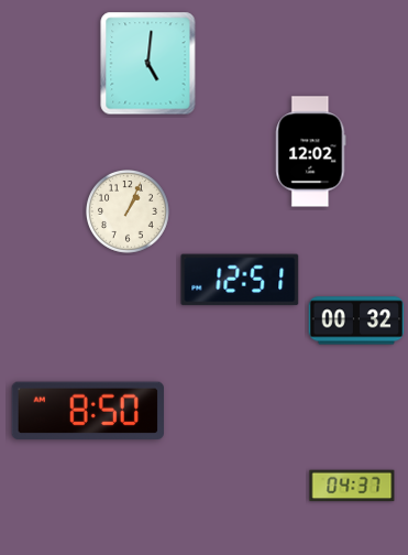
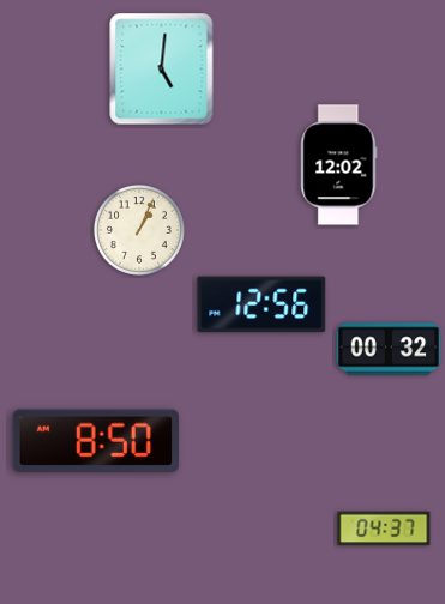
clock at (240, 280): 12:51 -> 12:56
clock at (88, 411) position: (88, 411) -> (96, 441)
